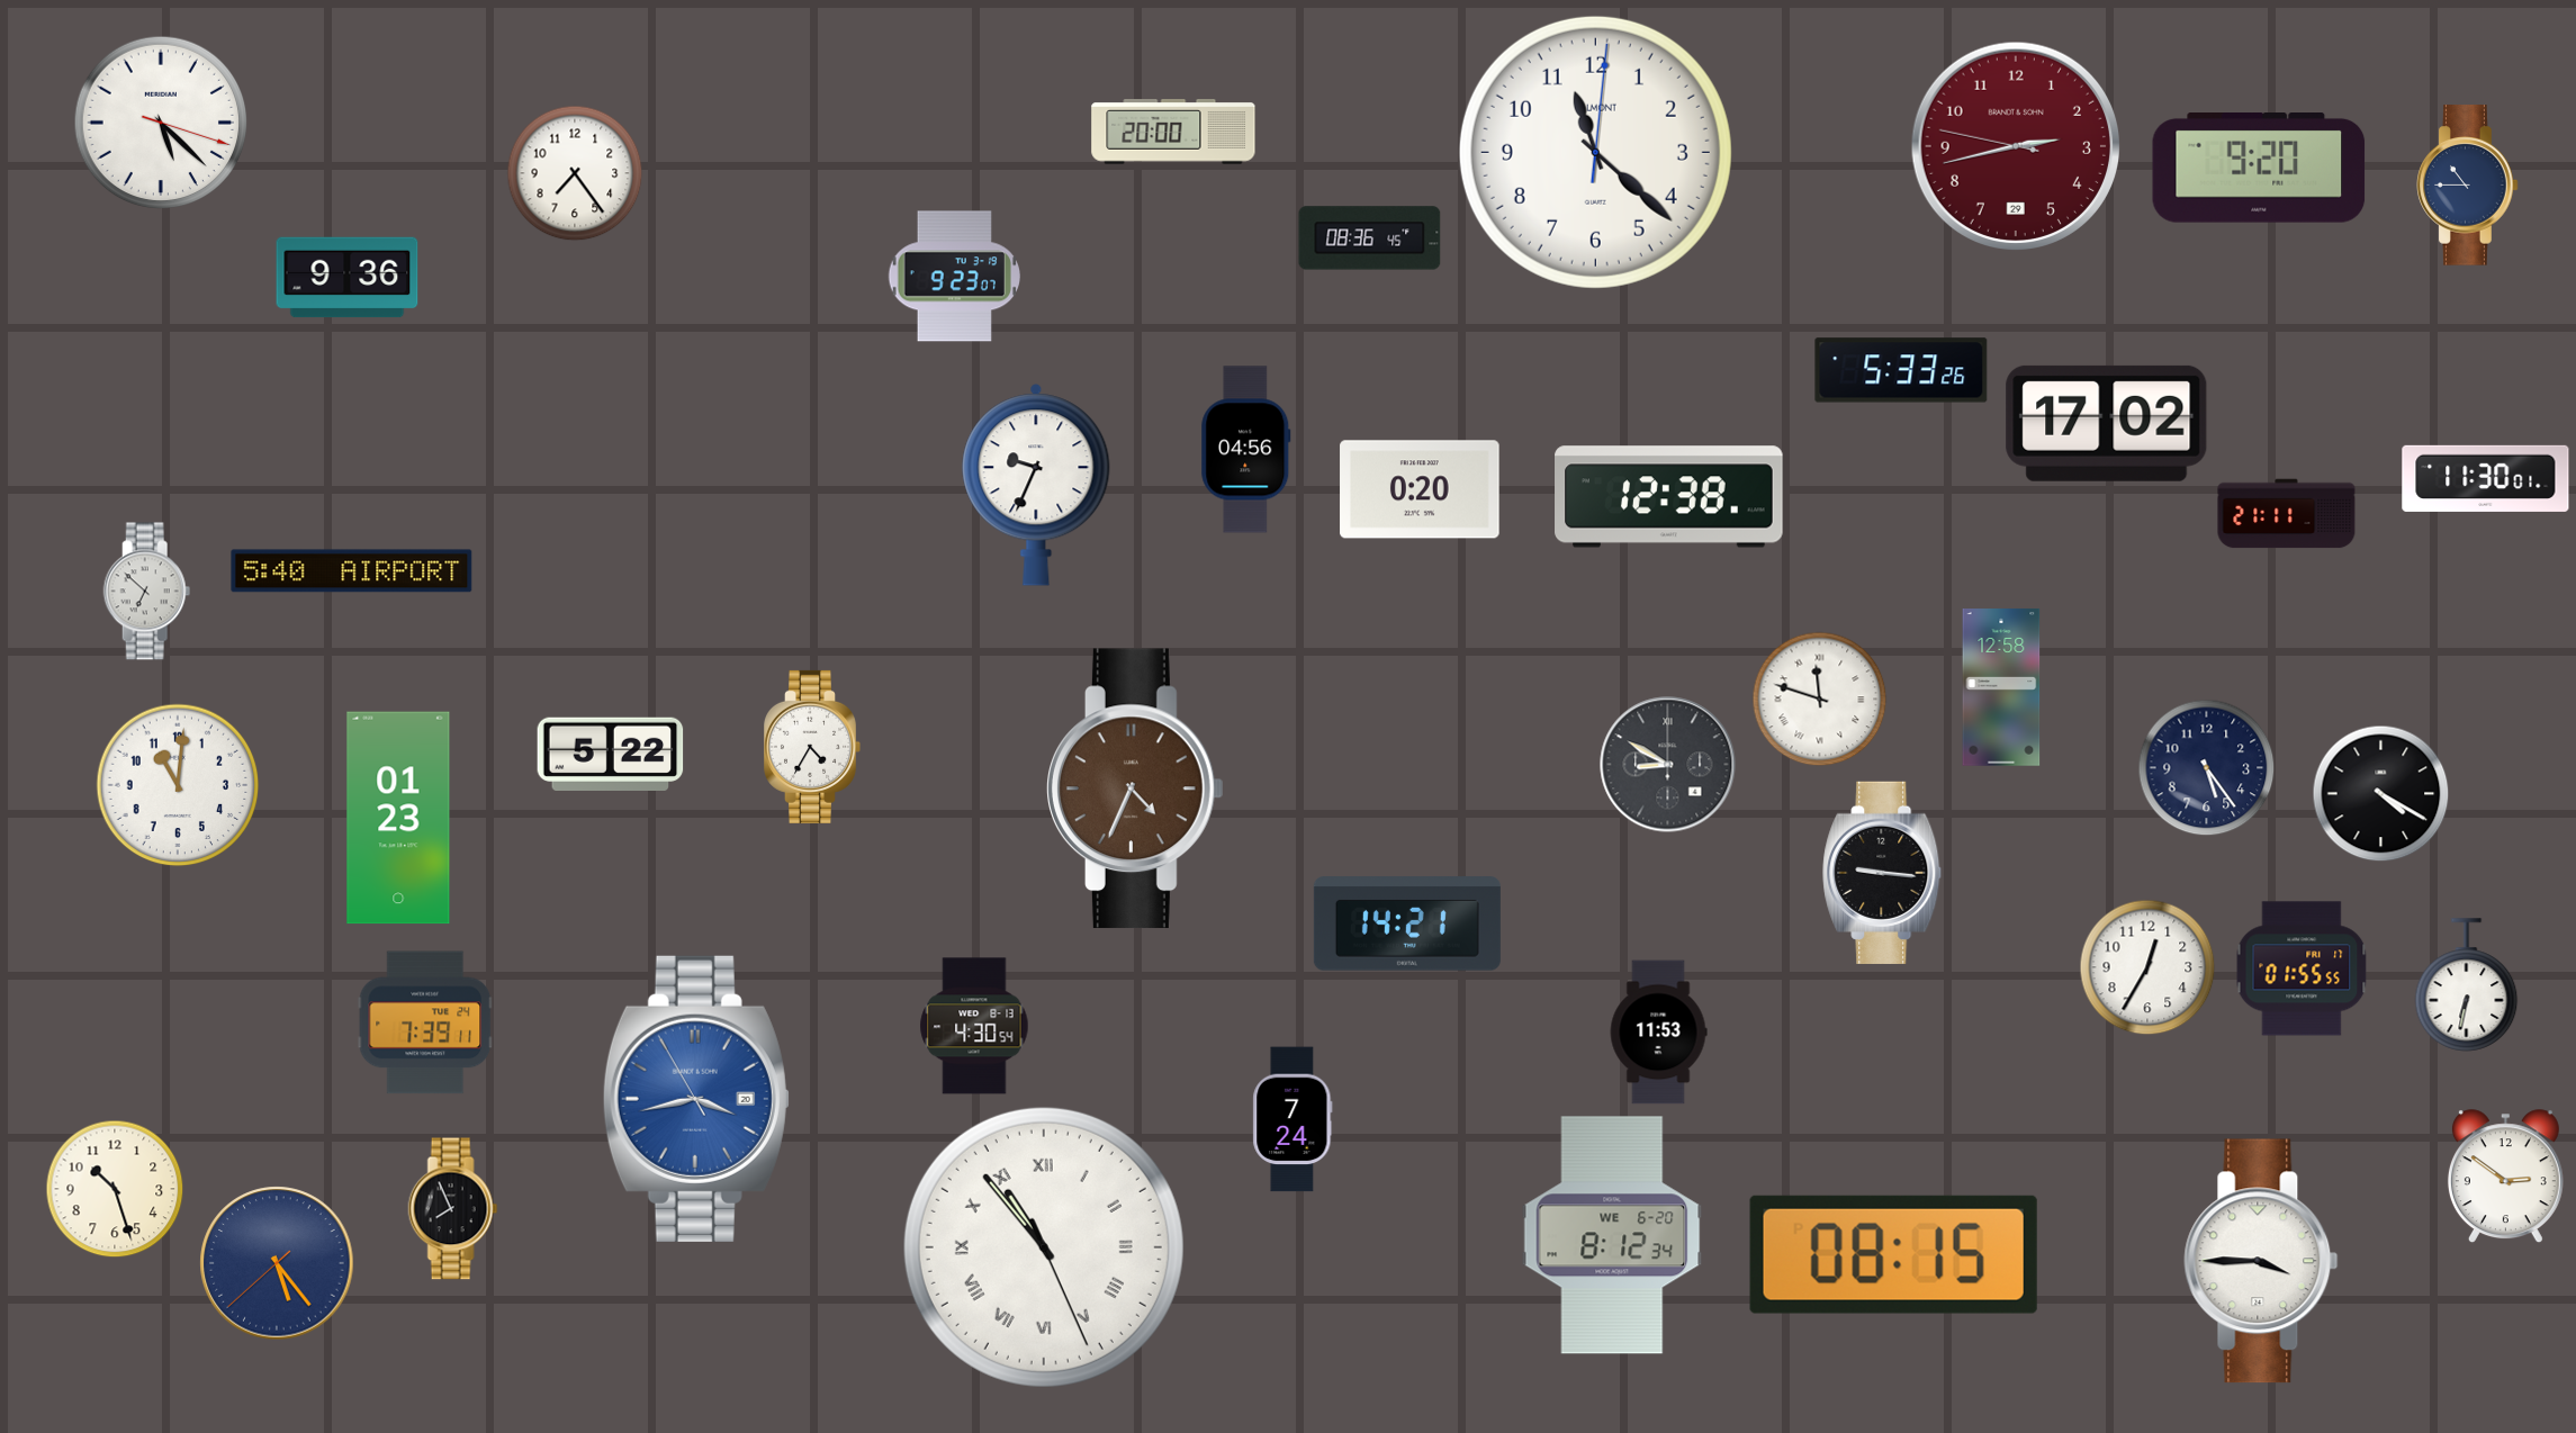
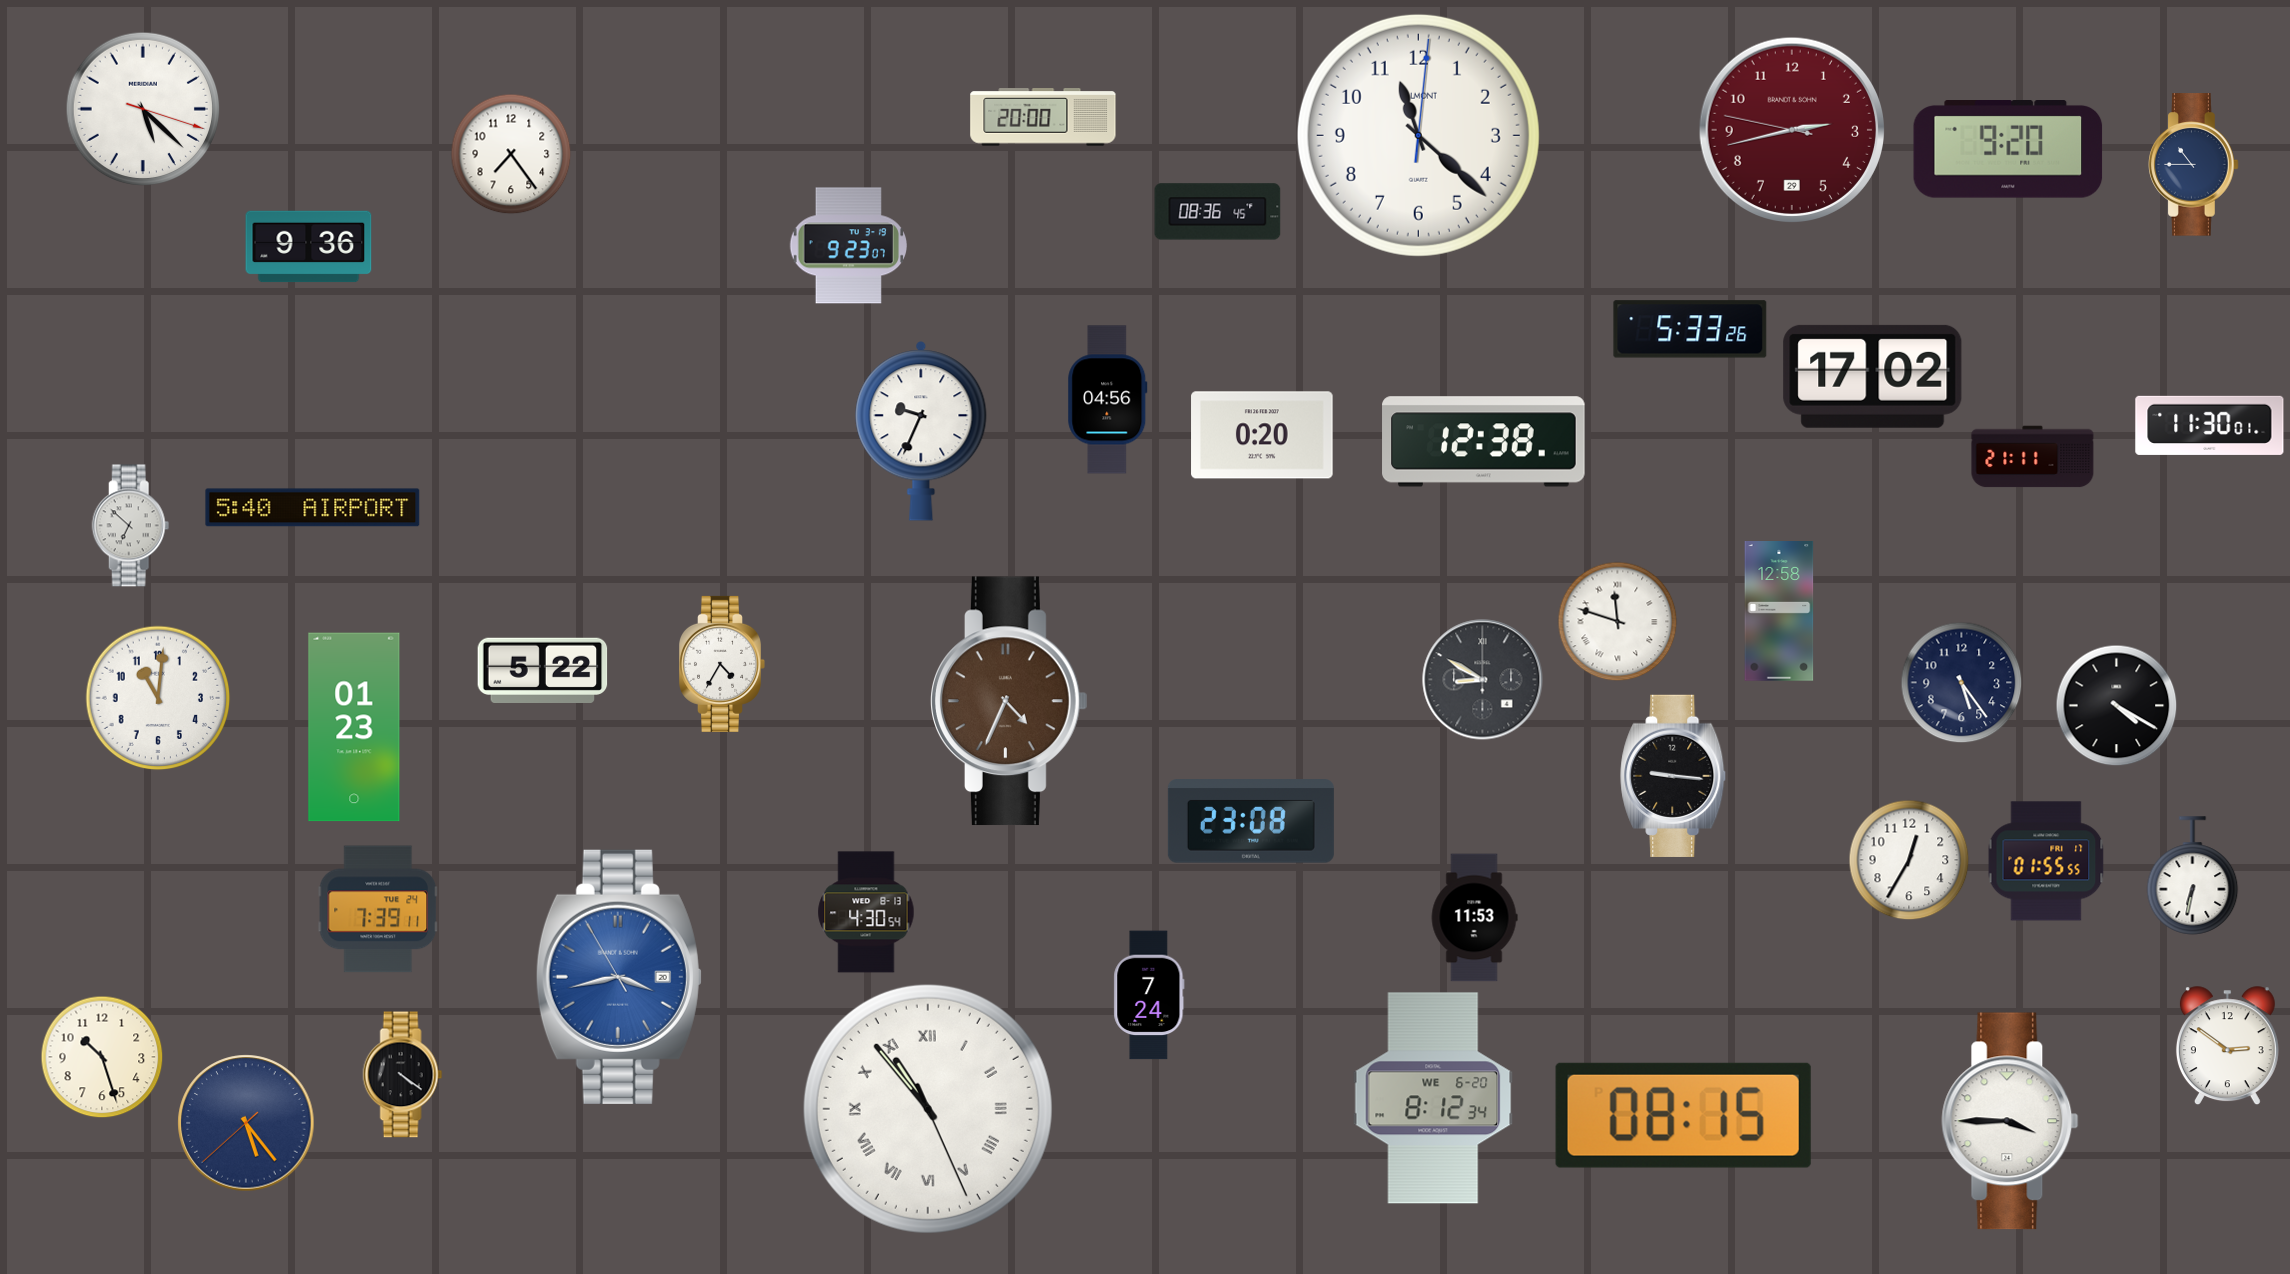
clock at (1407, 923): 14:21 -> 23:08
clock at (453, 1209): 7:56 -> 4:21
